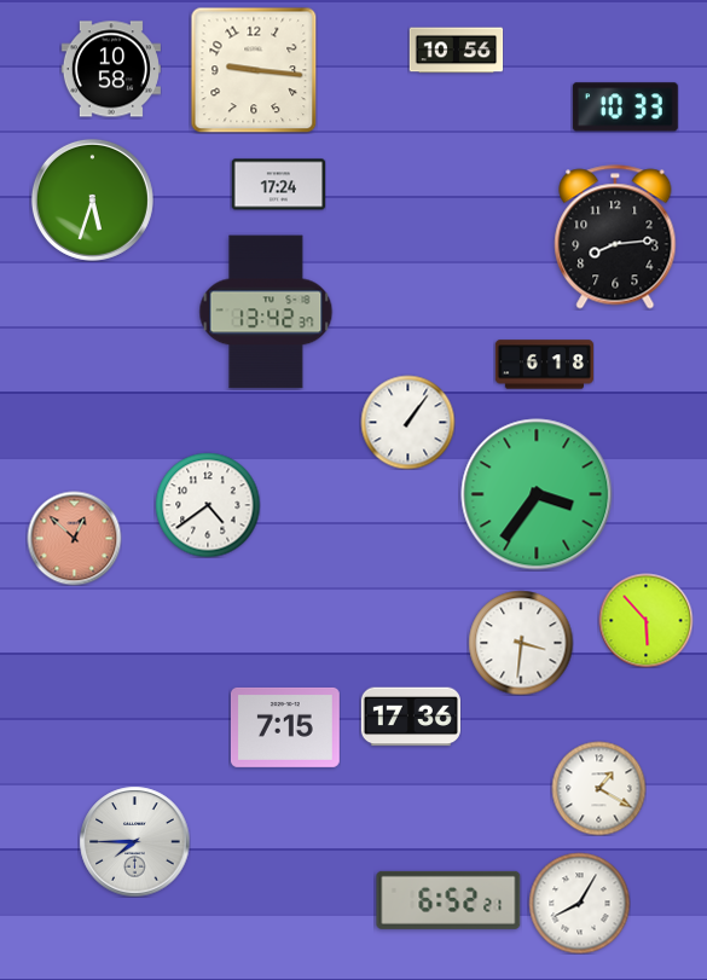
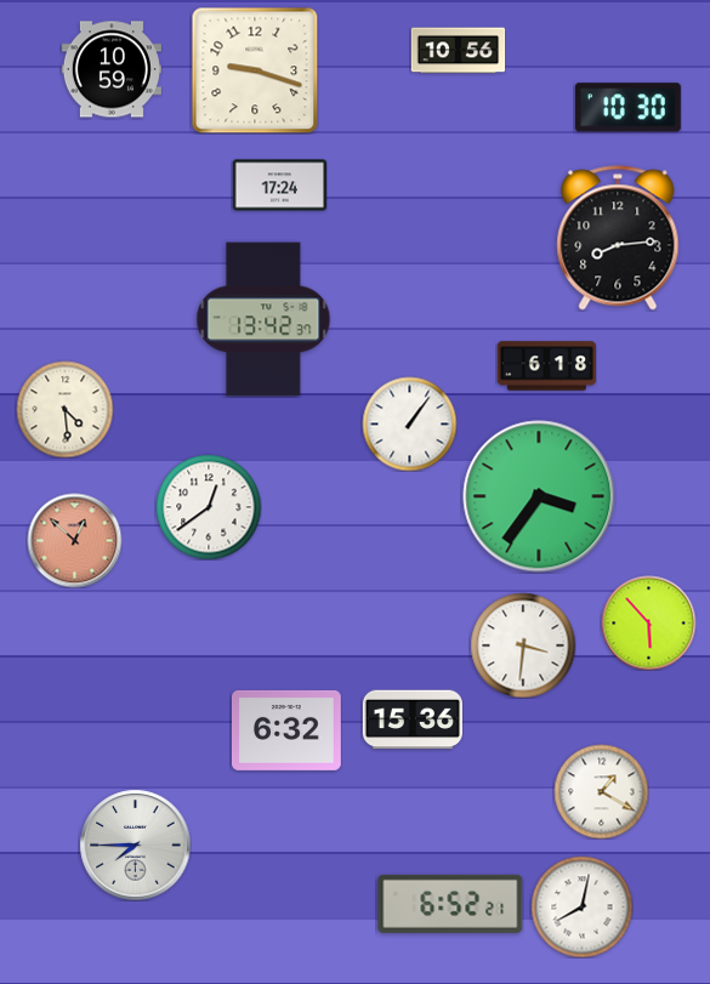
clock at (111, 69): 10:58 -> 10:59
clock at (254, 70): 9:16 -> 9:18
clock at (625, 108): 10:33 -> 10:30
clock at (92, 199): 5:33 -> none
clock at (266, 312) position: (266, 312) -> (263, 319)
clock at (64, 409): none -> 4:29
clock at (208, 505): 4:39 -> 12:39
clock at (411, 717): 17:36 -> 15:36
clock at (285, 727): 7:15 -> 6:32
clock at (579, 903): 8:05 -> 8:02
